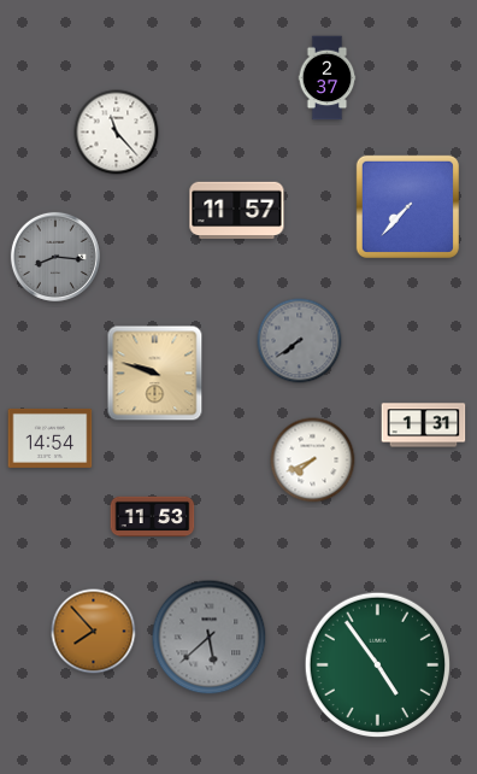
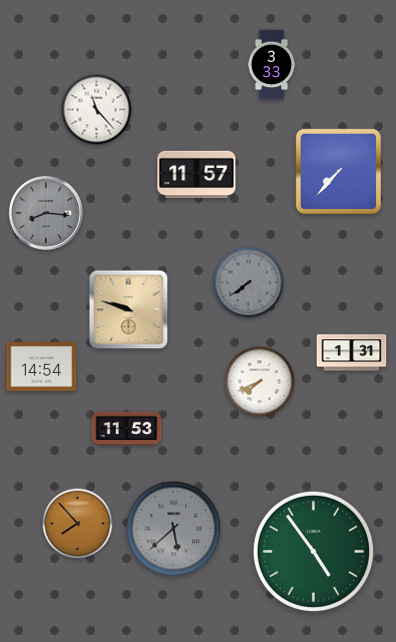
clock at (328, 78): 2:37 -> 3:33
clock at (51, 438) position: (51, 438) -> (42, 366)
